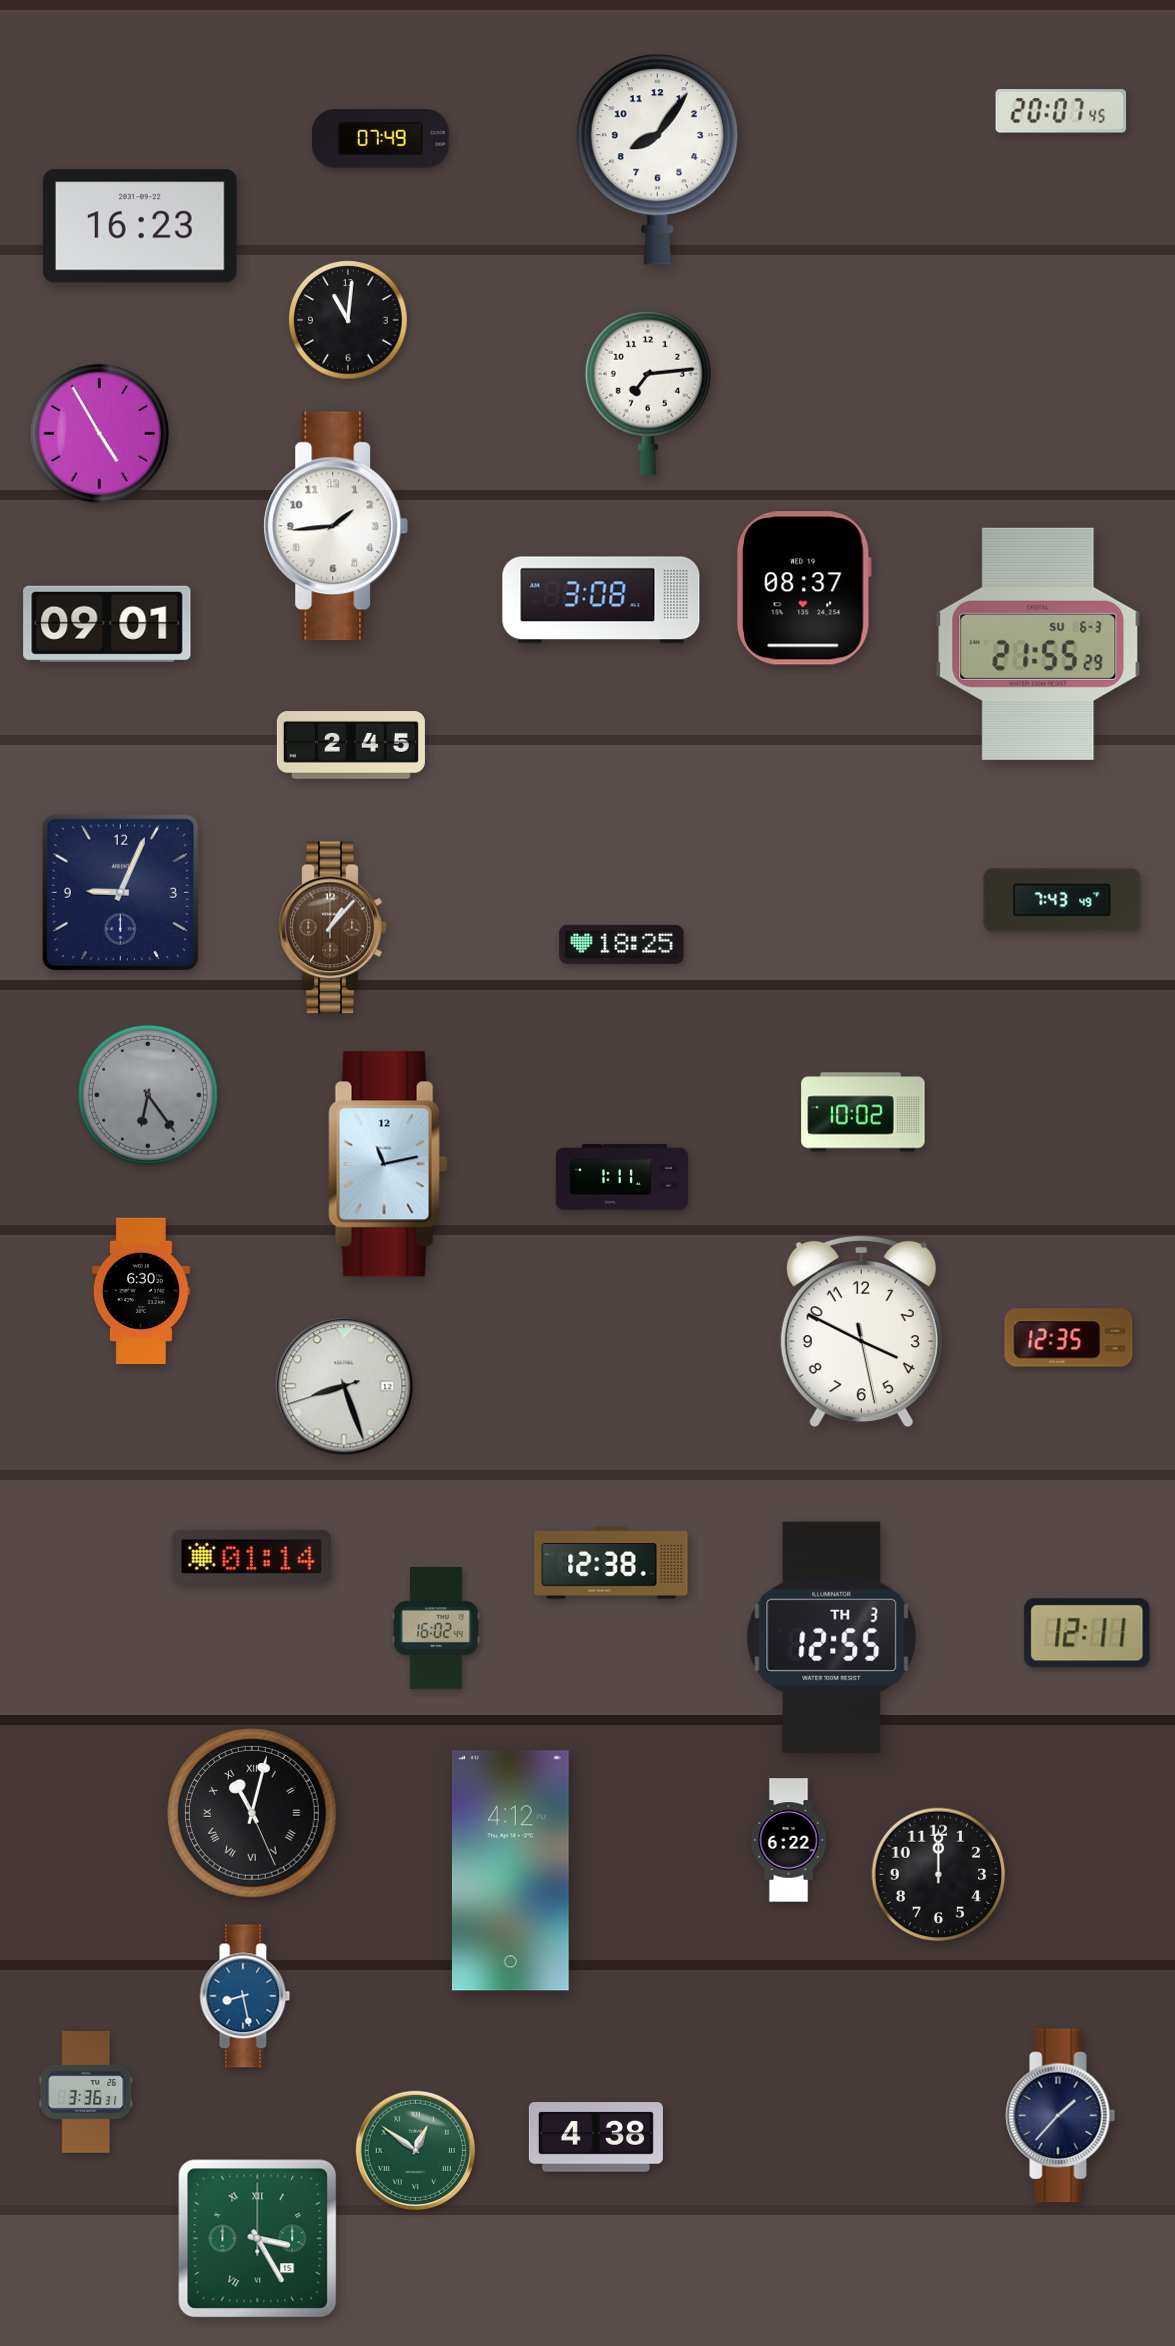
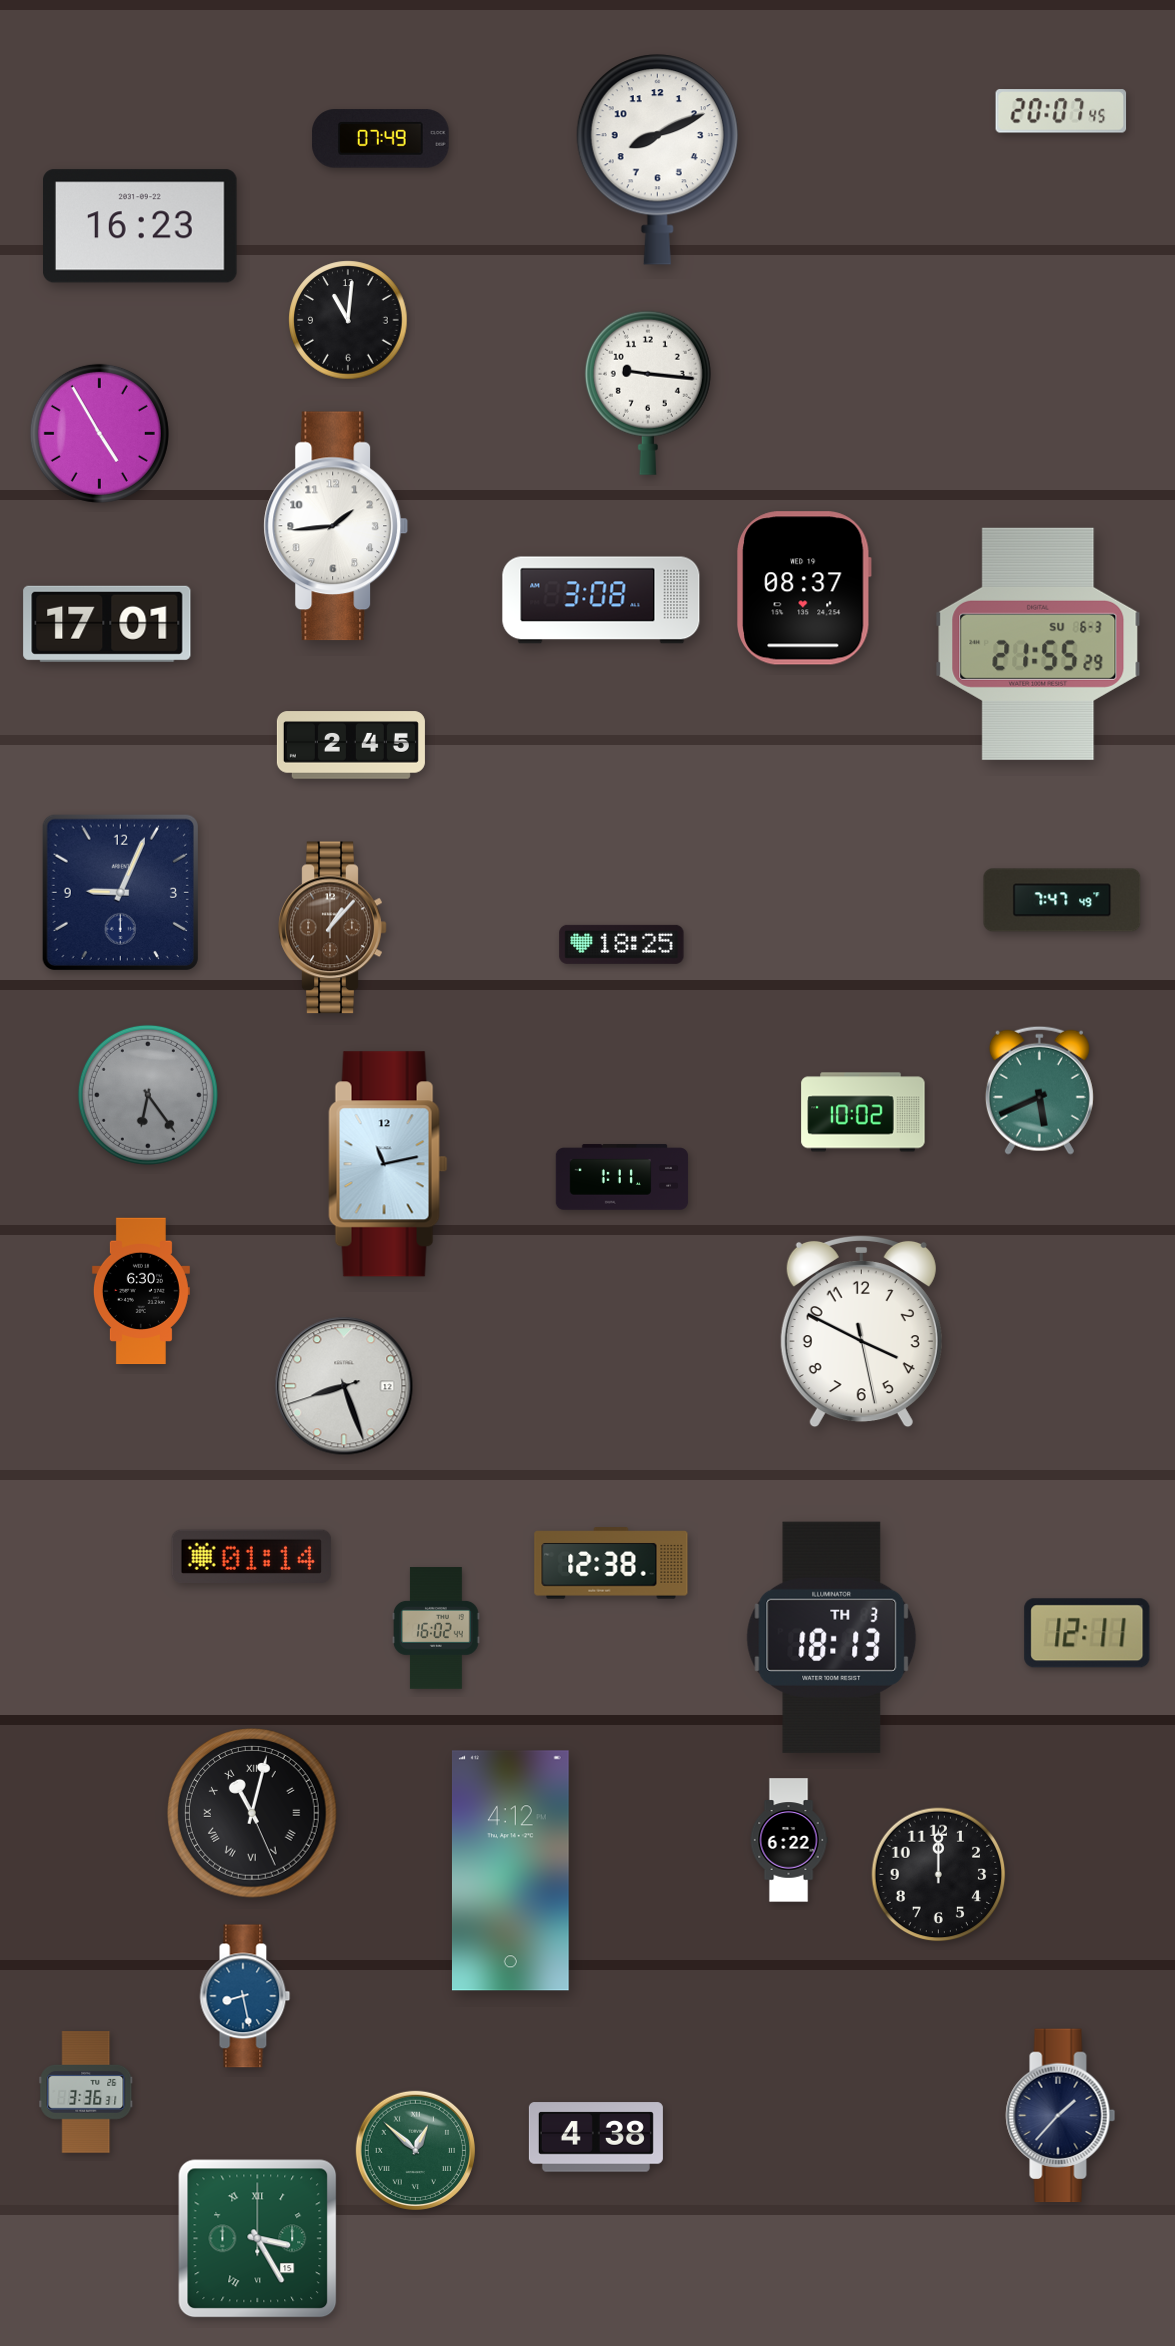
clock at (657, 160): 8:06 -> 8:11
clock at (648, 393): 7:14 -> 9:16
clock at (107, 624): 09:01 -> 17:01
clock at (1062, 900): 7:43 -> 7:47
clock at (1039, 1090): none -> 5:41
clock at (1069, 1338): 12:35 -> none
clock at (832, 1637): 12:55 -> 18:13
clock at (415, 2150): 12:51 -> 12:52
